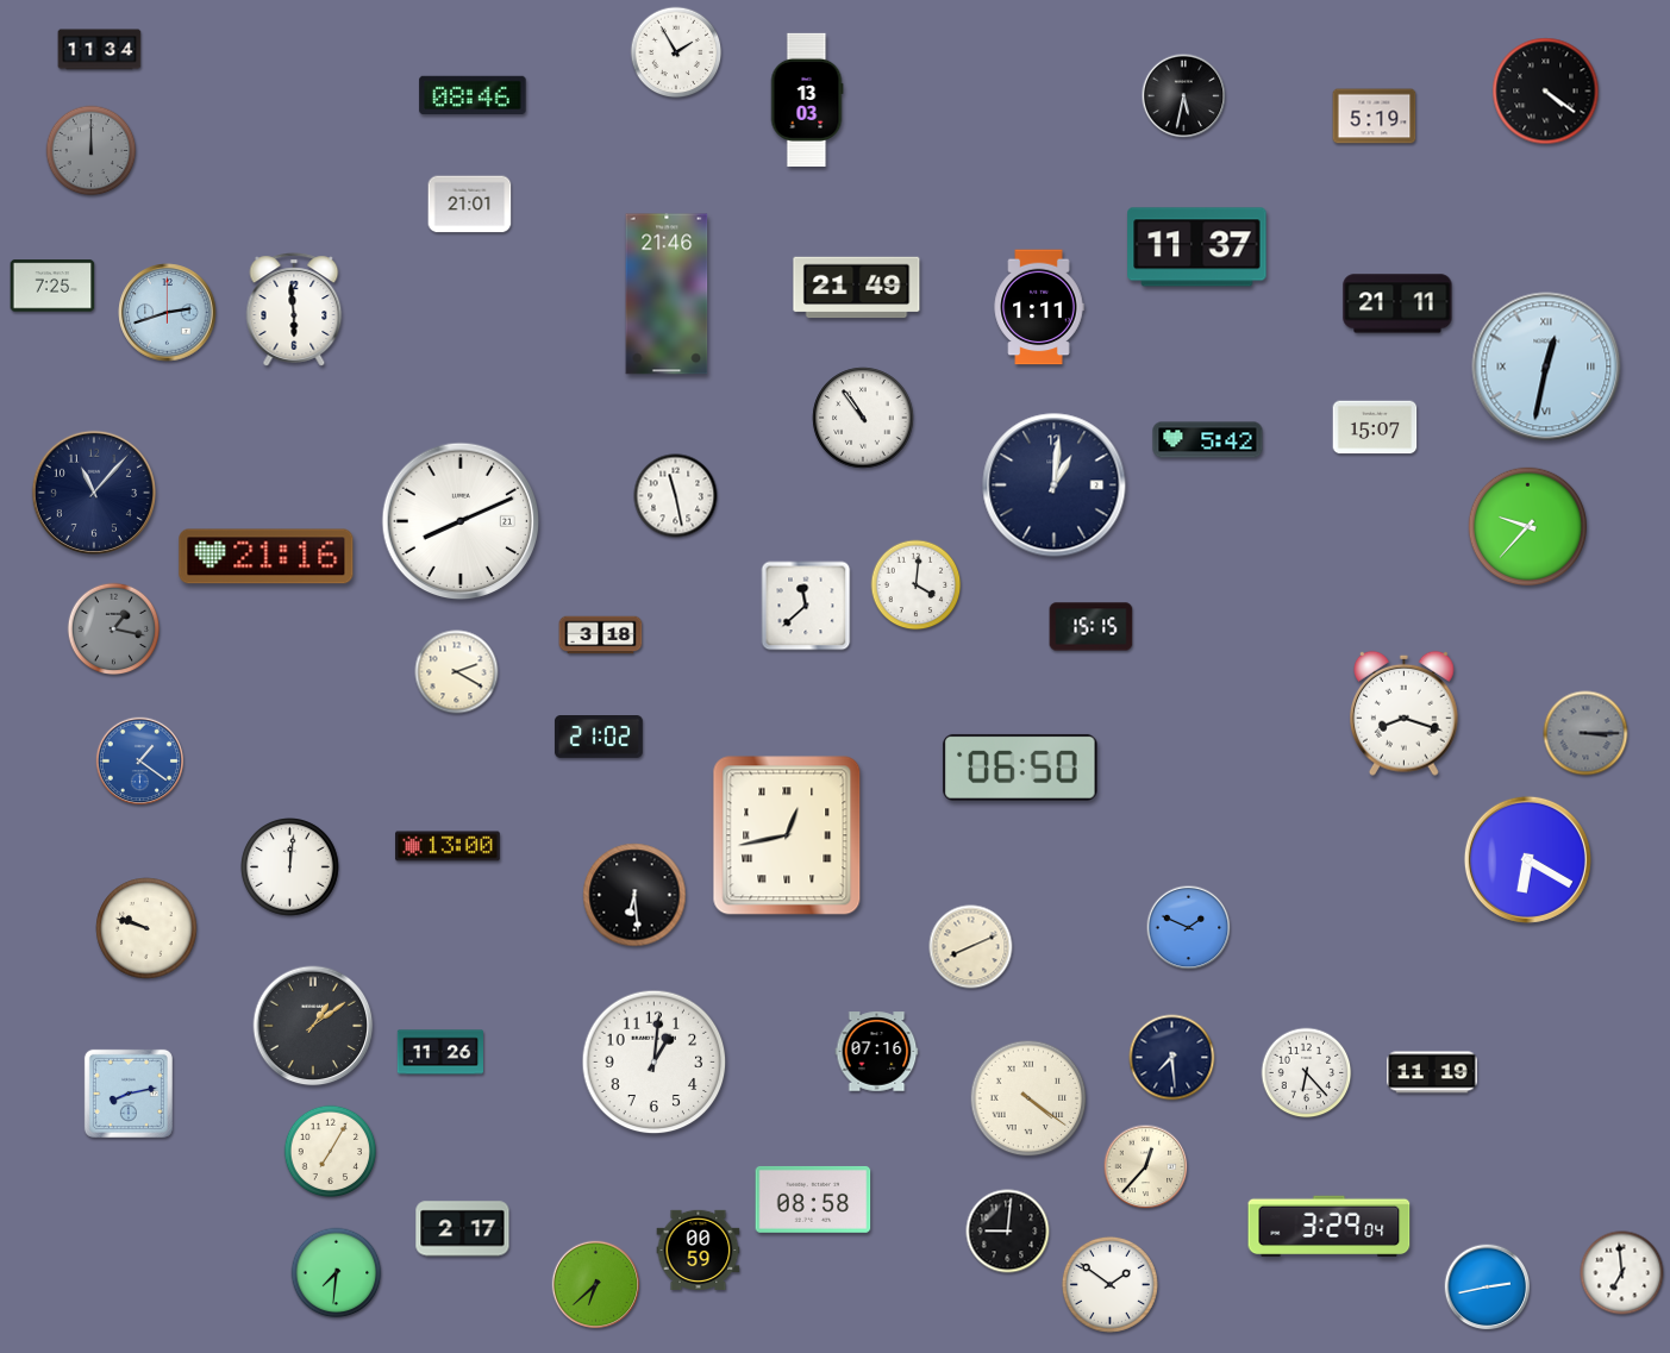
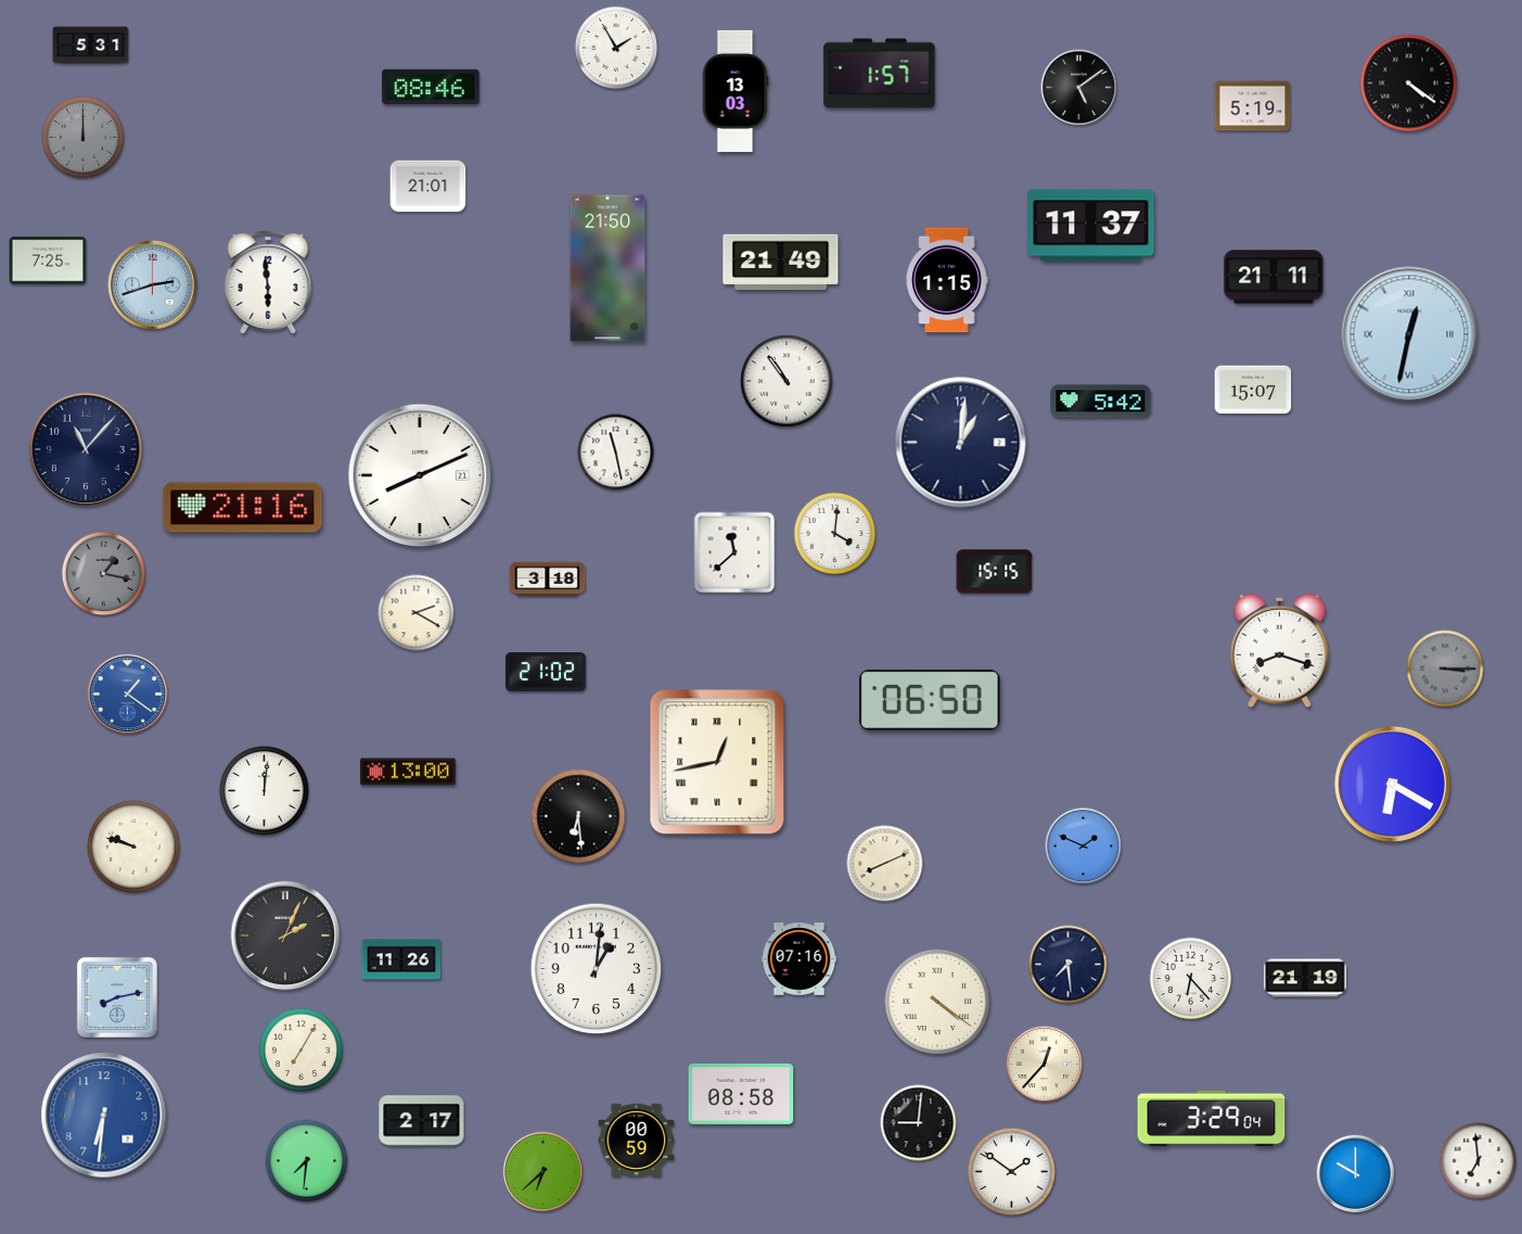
clock at (100, 50): 11:34 -> 5:31
clock at (880, 74): none -> 1:57
clock at (1184, 96): 5:32 -> 5:09
clock at (667, 294): 21:46 -> 21:50
clock at (1039, 307): 1:11 -> 1:15
clock at (1528, 527): 9:37 -> none
clock at (313, 1026): 1:09 -> 2:04
clock at (1432, 1072): 11:19 -> 21:19
clock at (104, 1116): none -> 6:31
clock at (1488, 1288): 2:43 -> 10:00
